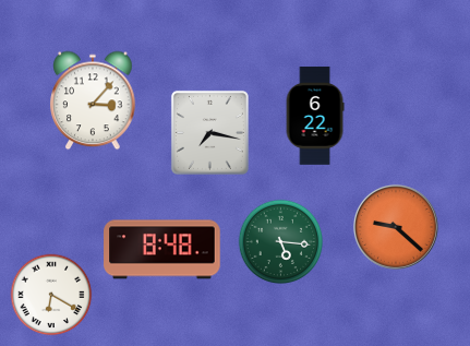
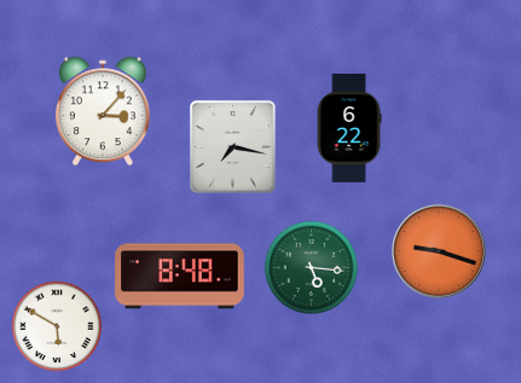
clock at (396, 227): 9:22 -> 9:18
clock at (51, 295): 6:20 -> 5:50
